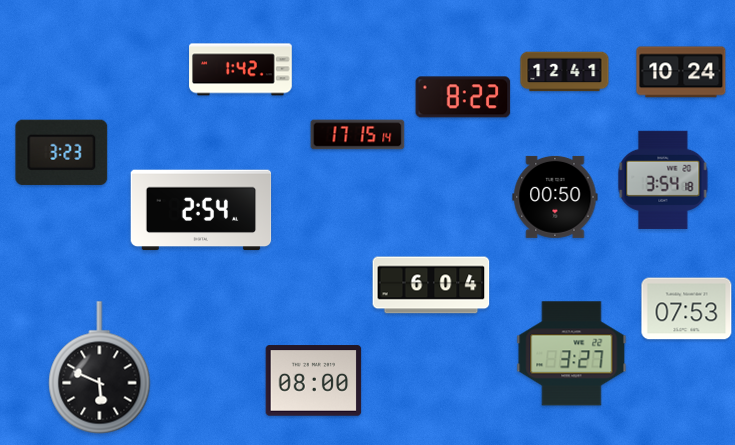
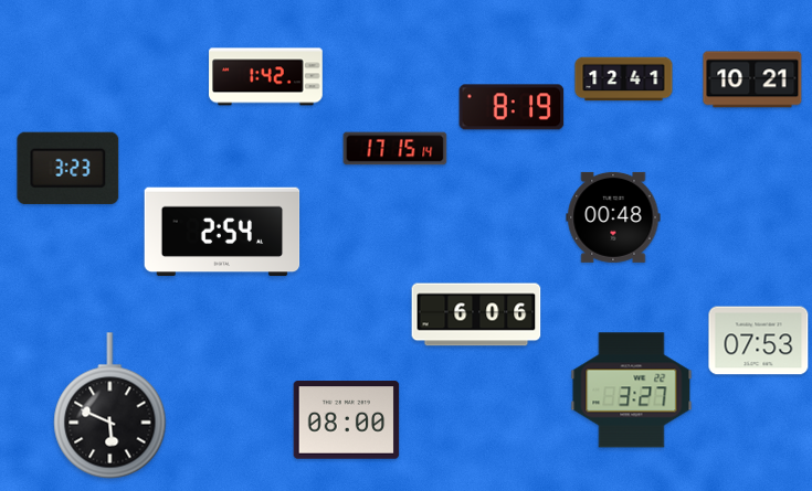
clock at (681, 72): 10:24 -> 10:21
clock at (463, 97): 8:22 -> 8:19
clock at (663, 180): 3:54 -> none
clock at (555, 197): 00:50 -> 00:48
clock at (431, 285): 6:04 -> 6:06
